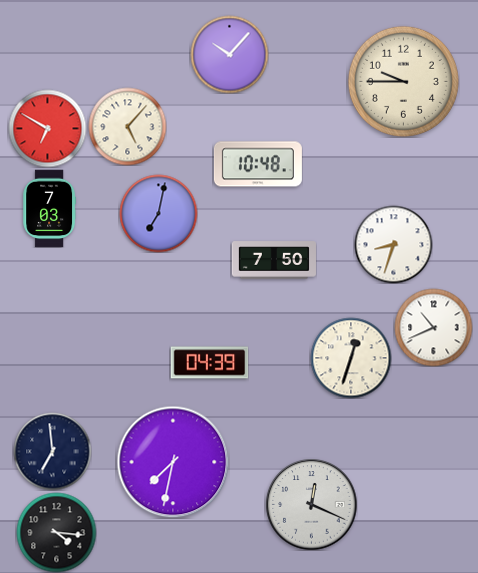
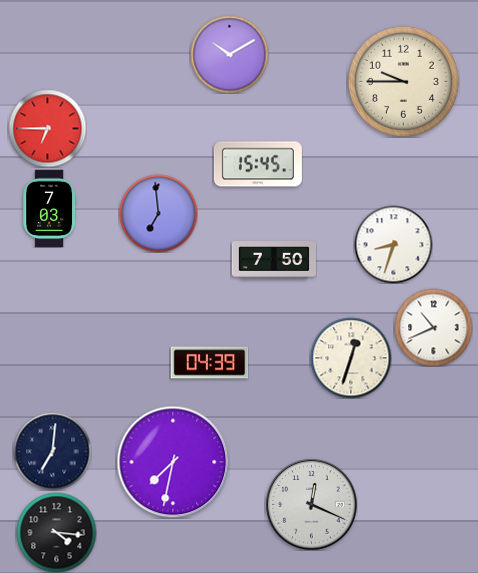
clock at (229, 54): 10:07 -> 10:10
clock at (127, 126): 5:07 -> none
clock at (47, 128): 6:50 -> 6:45
clock at (258, 164): 10:48 -> 15:45
clock at (158, 213): 7:02 -> 6:59
clock at (52, 451): 6:59 -> 7:01
